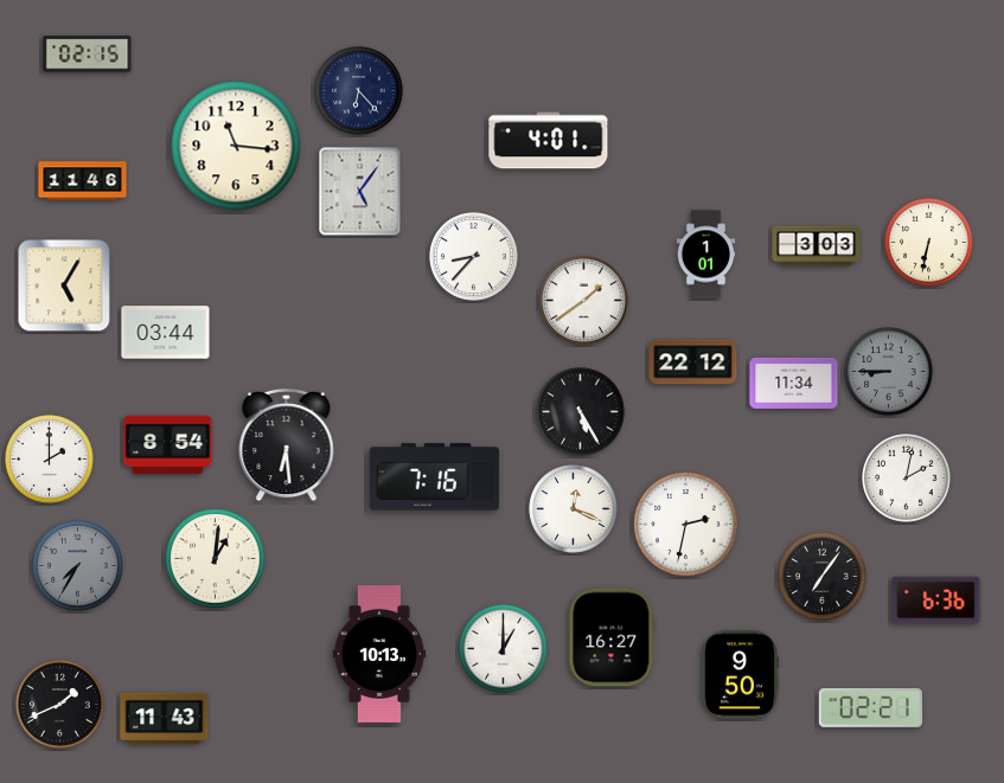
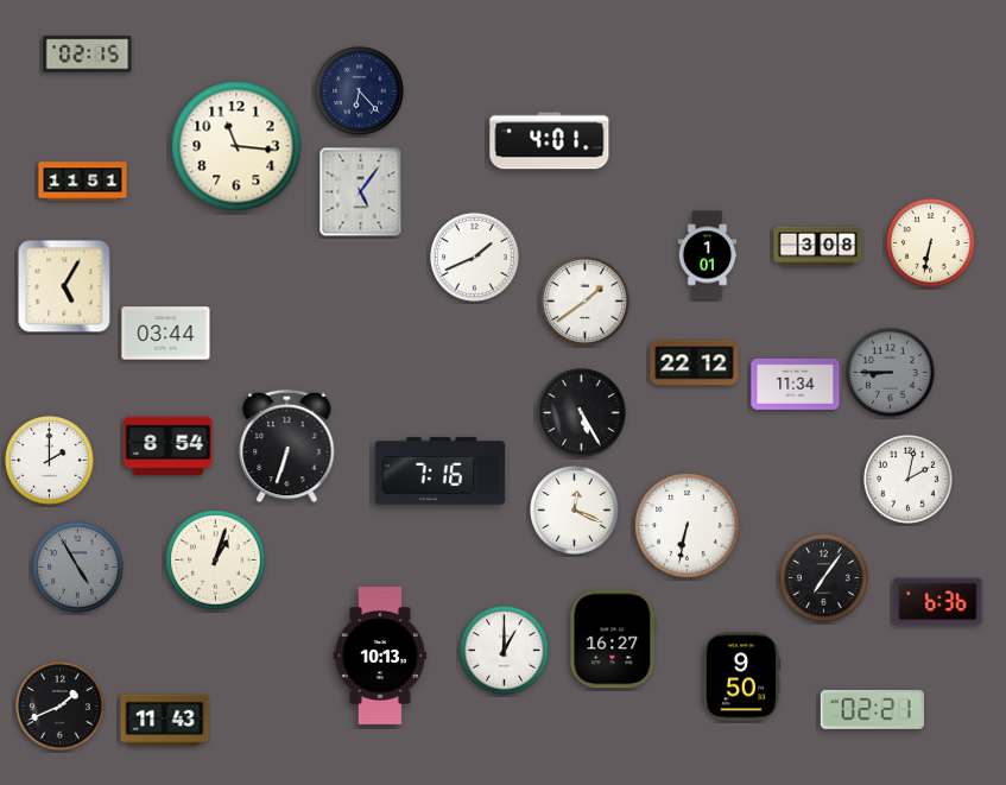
clock at (83, 181): 11:46 -> 11:51
clock at (817, 246): 3:03 -> 3:08
clock at (474, 257): 8:37 -> 1:41
clock at (287, 445): 6:29 -> 6:33
clock at (435, 477) position: (435, 477) -> (441, 471)
clock at (686, 525): 2:32 -> 6:32
clock at (216, 559): 1:01 -> 1:03
clock at (78, 566): 7:35 -> 4:55
